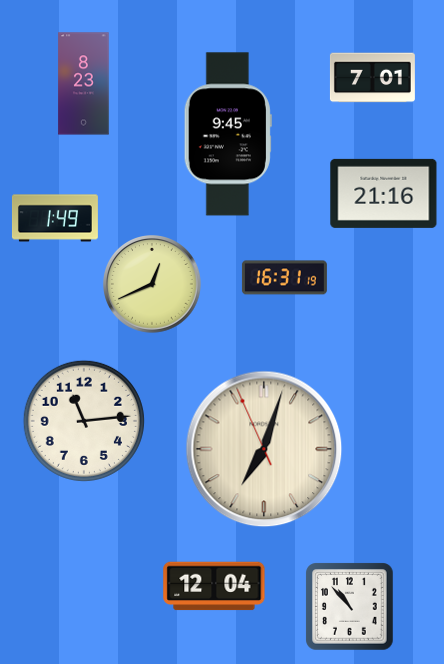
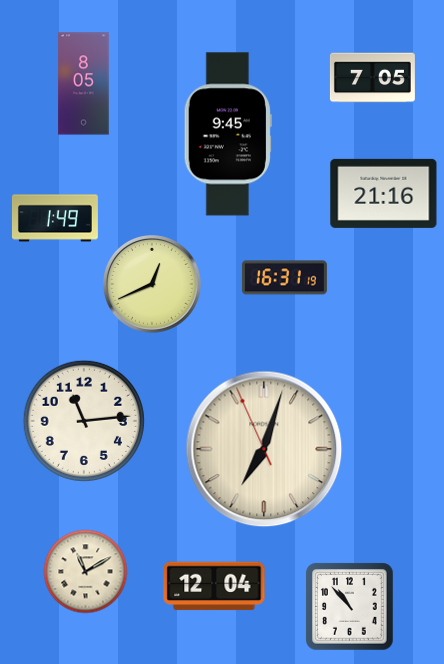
clock at (372, 78): 7:01 -> 7:05
clock at (84, 84): 8:23 -> 8:05
clock at (85, 571): none -> 11:10
